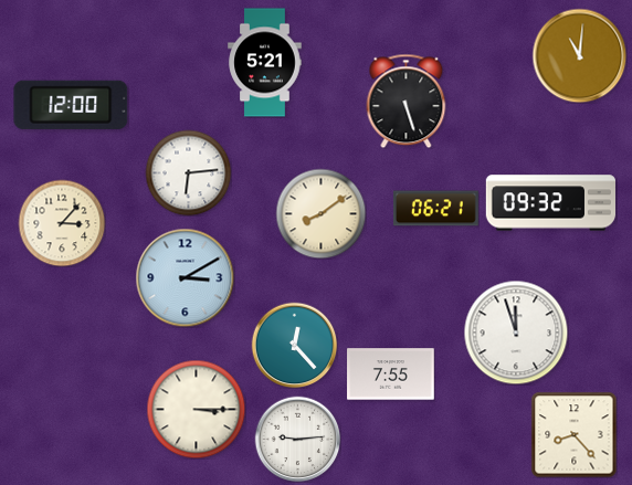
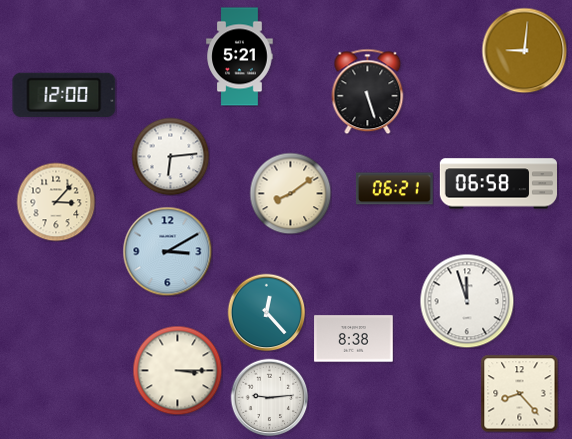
clock at (579, 55): 11:01 -> 9:01
clock at (550, 203): 09:32 -> 06:58
clock at (391, 375): 7:55 -> 8:38
